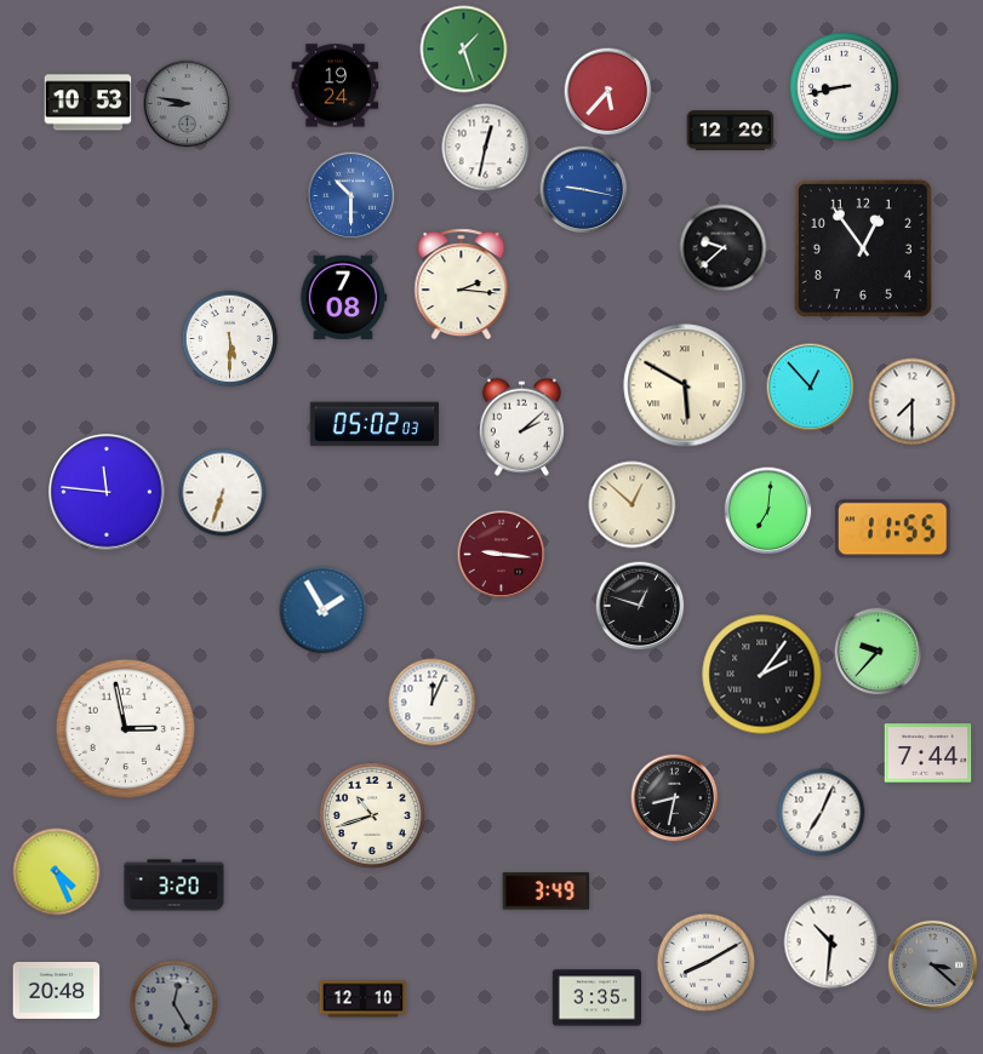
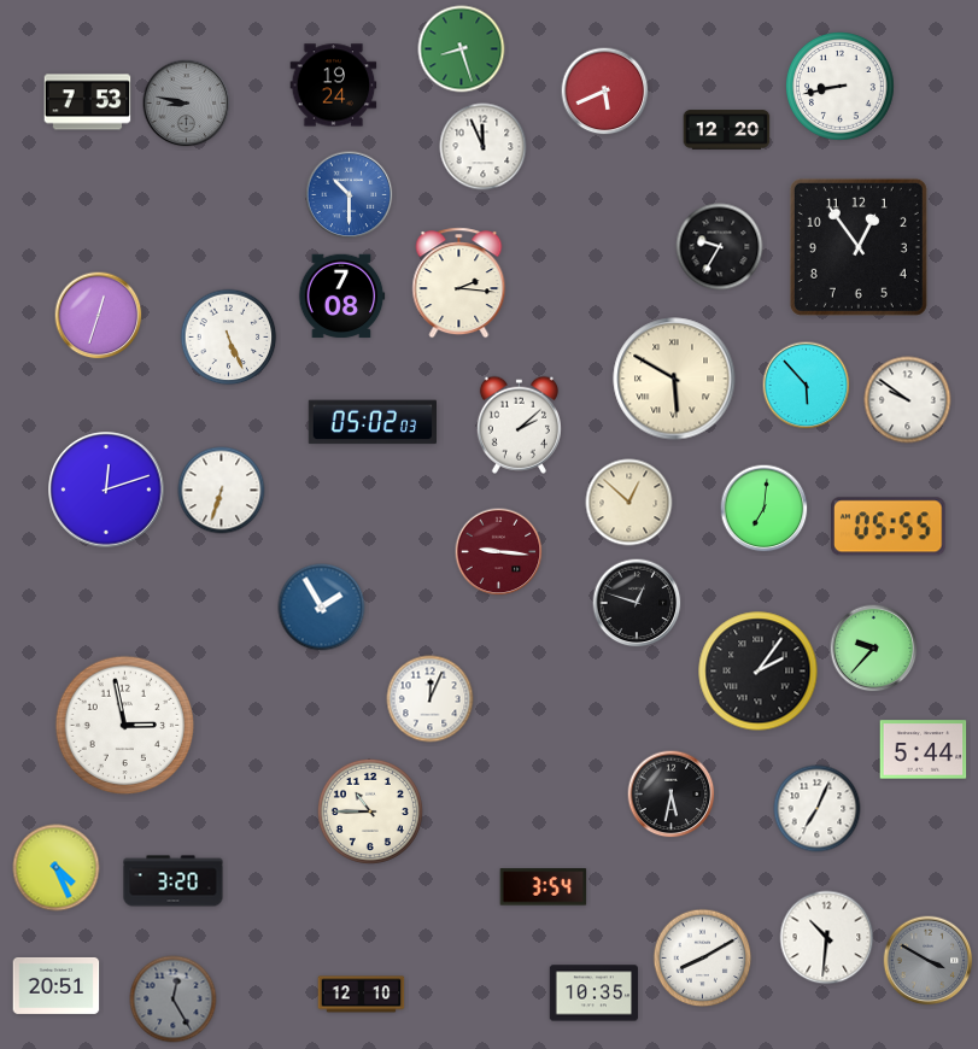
clock at (464, 50): 1:27 -> 8:27
clock at (608, 92): 5:37 -> 5:41
clock at (88, 103): 10:53 -> 7:53
clock at (486, 148): 12:32 -> 11:56
clock at (584, 190): 9:17 -> none
clock at (724, 248): 9:38 -> 9:35
clock at (99, 316): none -> 12:33
clock at (230, 339): 5:30 -> 5:26
clock at (685, 385) position: (685, 385) -> (674, 379)
clock at (811, 388): 12:53 -> 5:53
clock at (913, 402): 7:30 -> 9:51
clock at (107, 492): 11:46 -> 12:12
clock at (893, 529): 11:55 -> 05:55
clock at (928, 754): 7:44 -> 5:44
clock at (675, 798): 8:32 -> 5:32
clock at (372, 815): 10:42 -> 10:45
clock at (547, 892): 3:49 -> 3:54
clock at (933, 966): 3:22 -> 3:50
clock at (57, 990): 20:48 -> 20:51
clock at (596, 998): 3:35 -> 10:35
